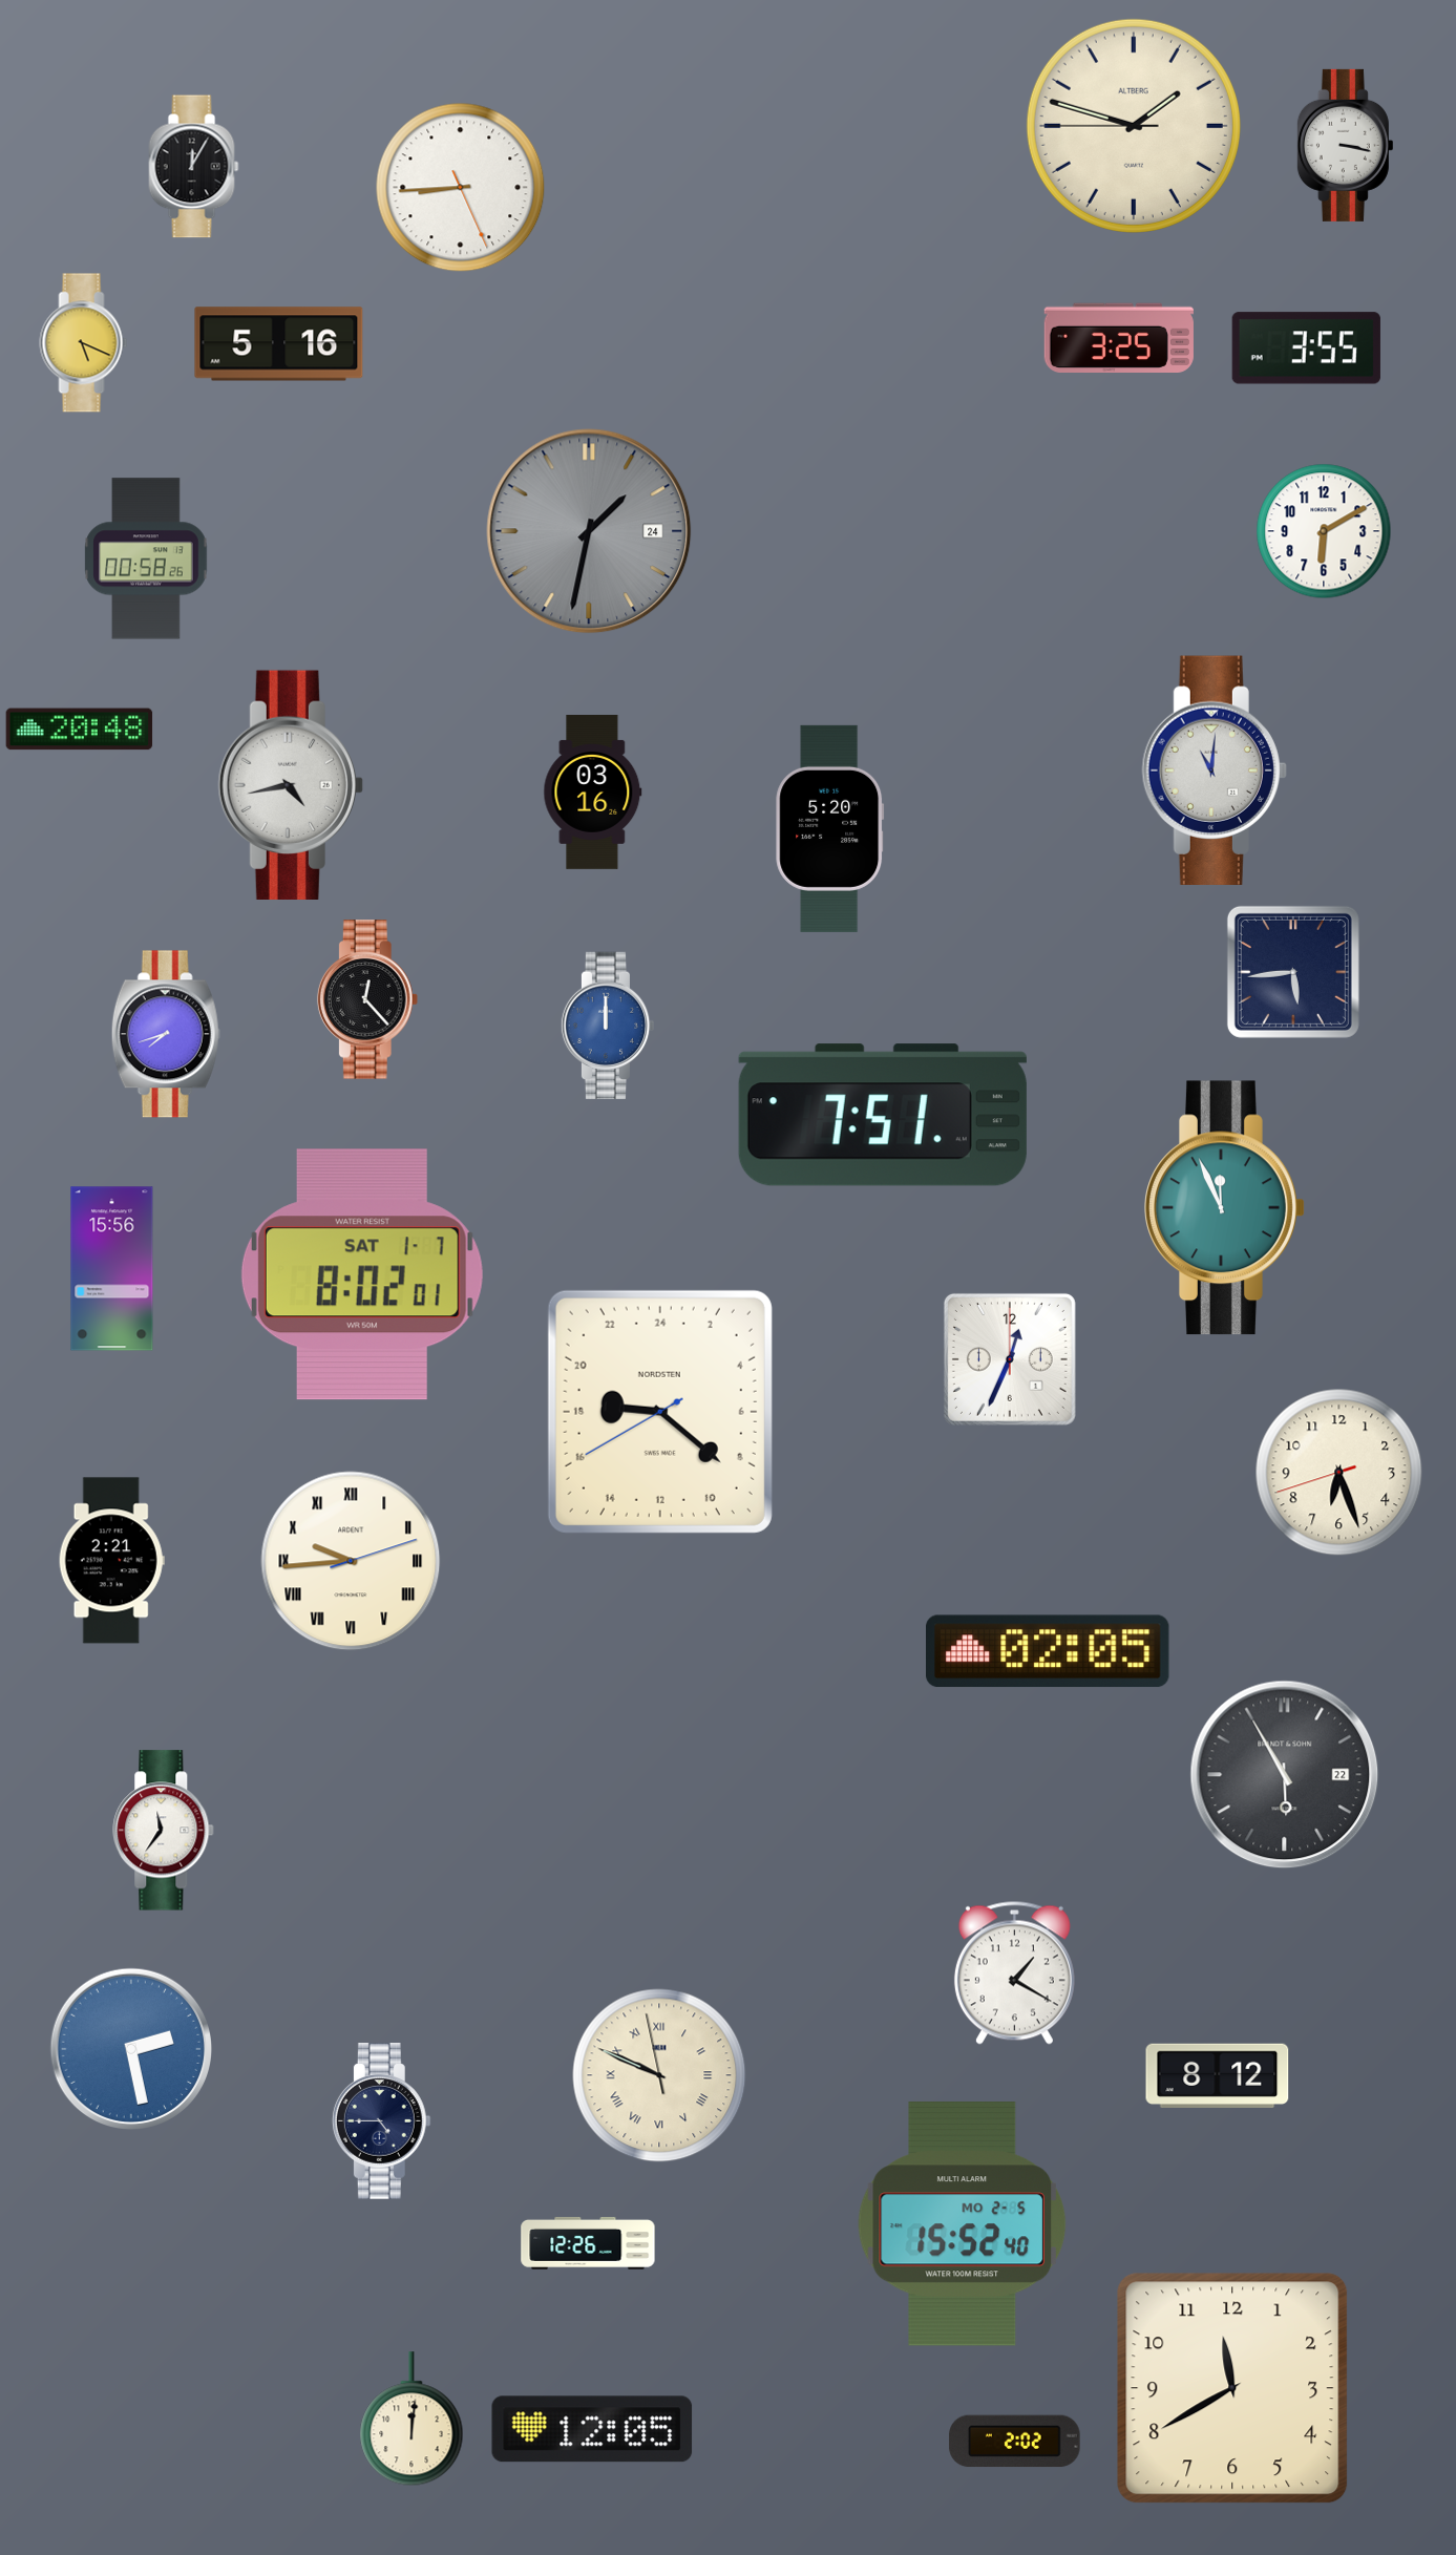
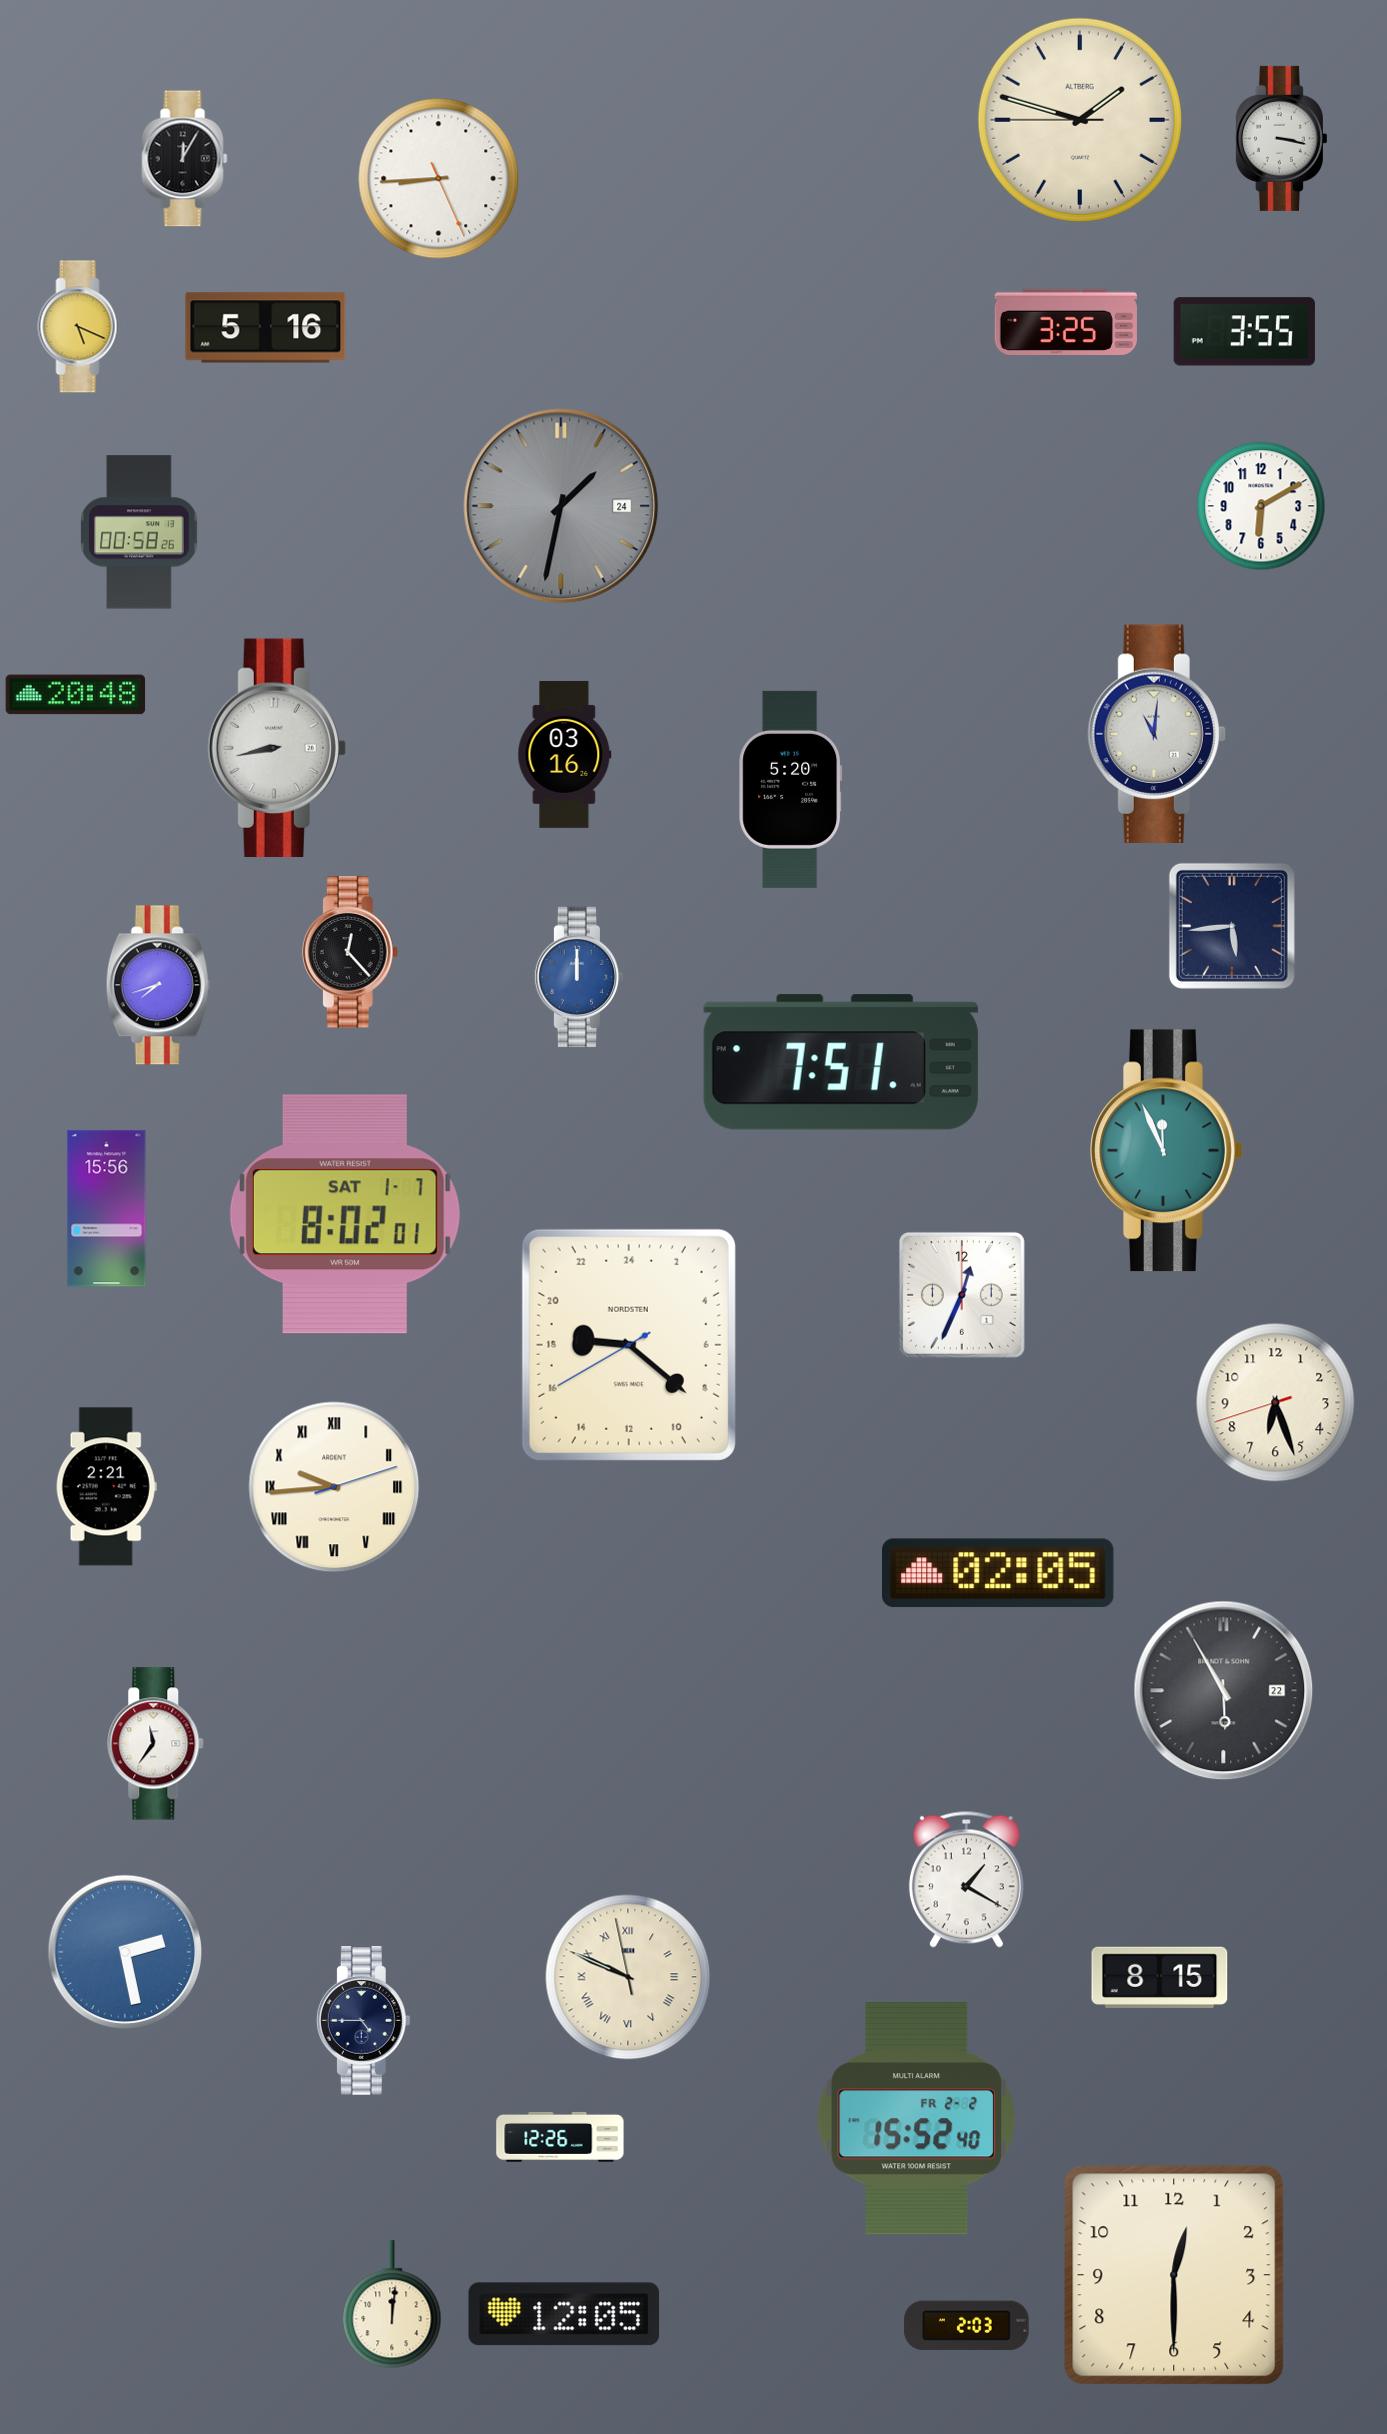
clock at (291, 784): 4:43 -> 8:43
clock at (1218, 2075): 8:12 -> 8:15
clock at (962, 2224) date: MO 2-5 -> FR 2-2
clock at (1232, 2388): 11:40 -> 12:30
clock at (1015, 2442): 2:02 -> 2:03
